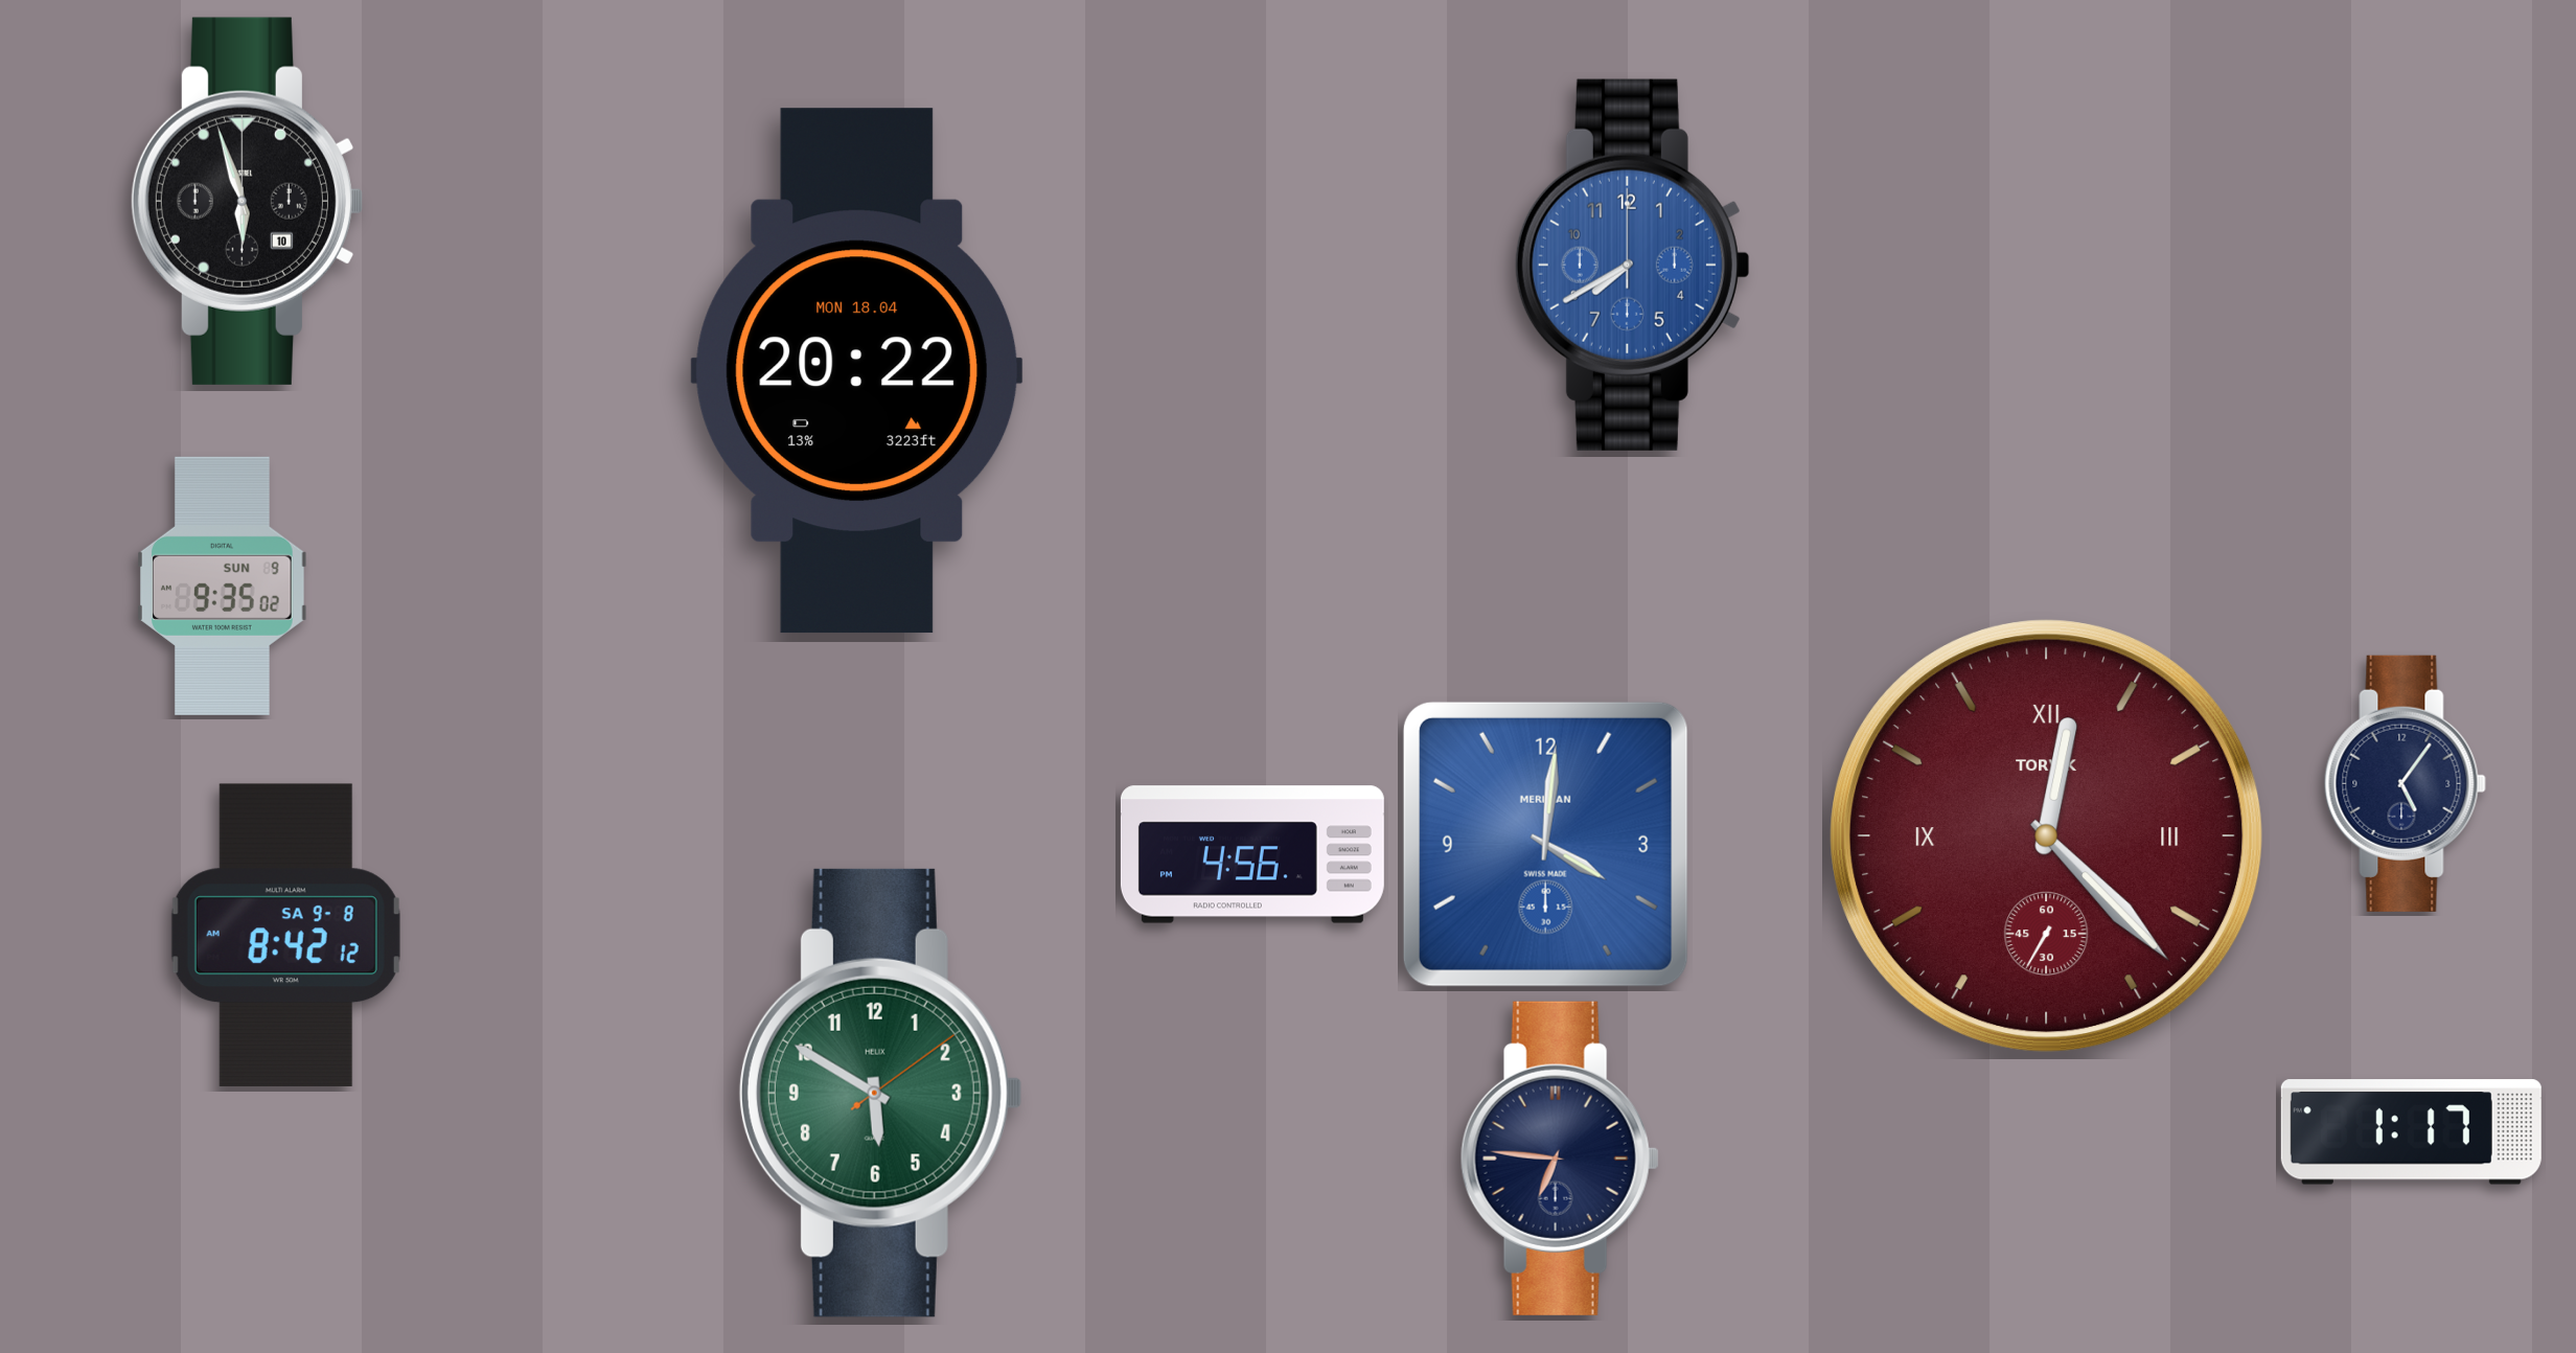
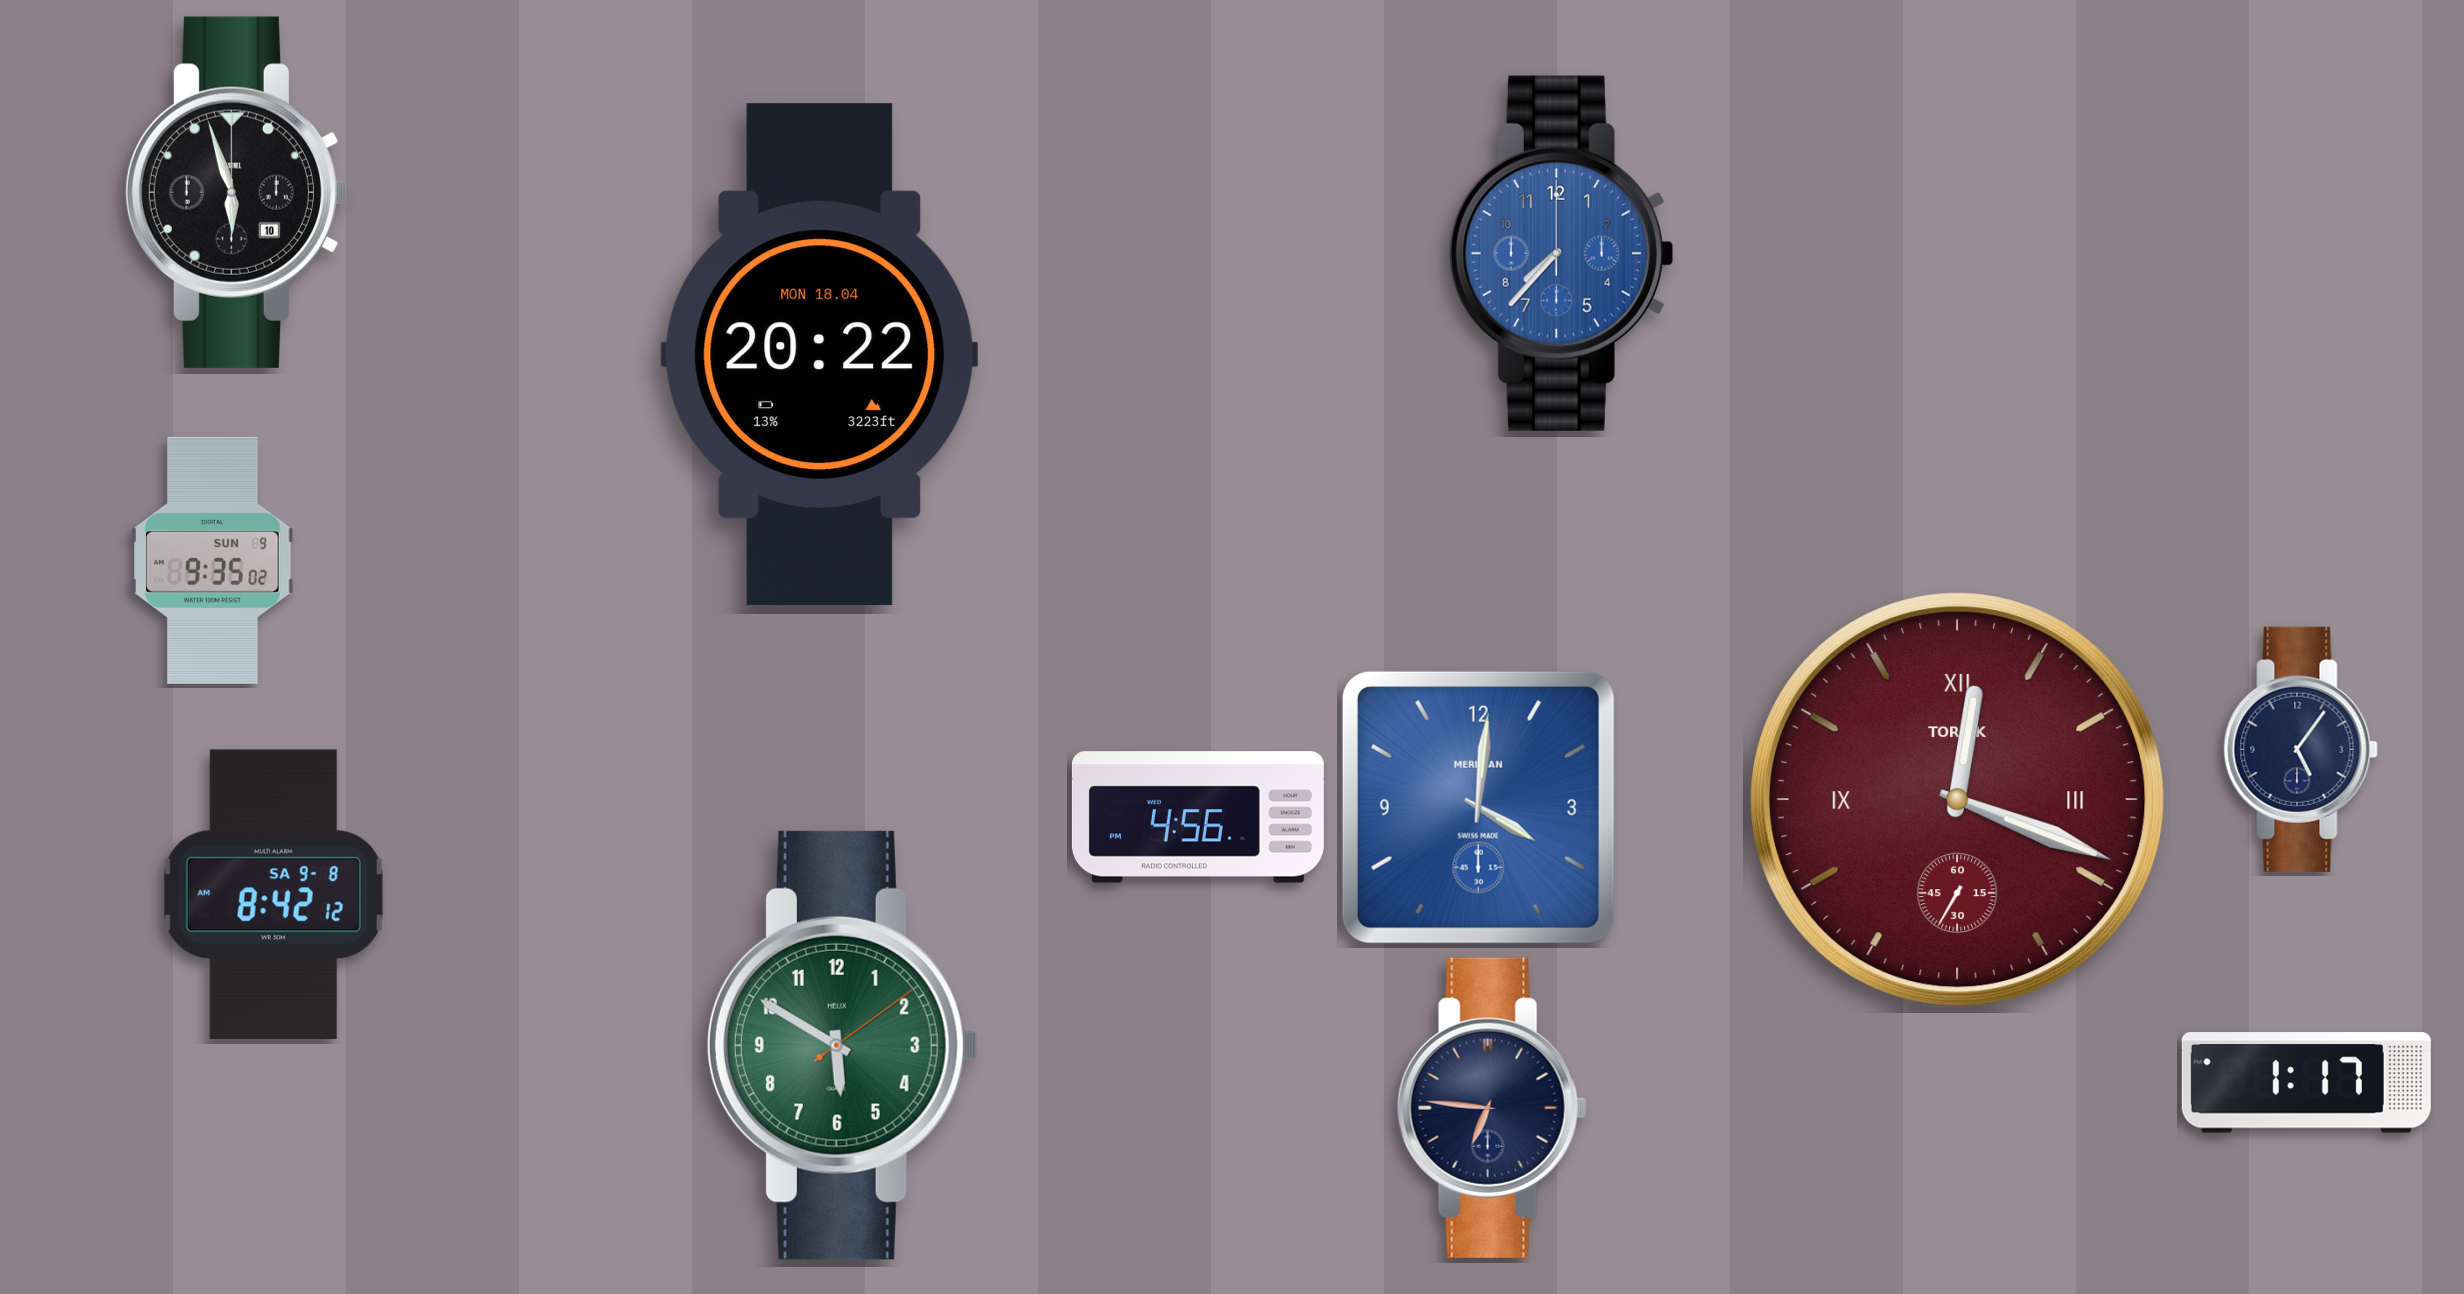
clock at (1632, 265): 7:40 -> 7:37
clock at (2047, 836): 12:22 -> 12:18
